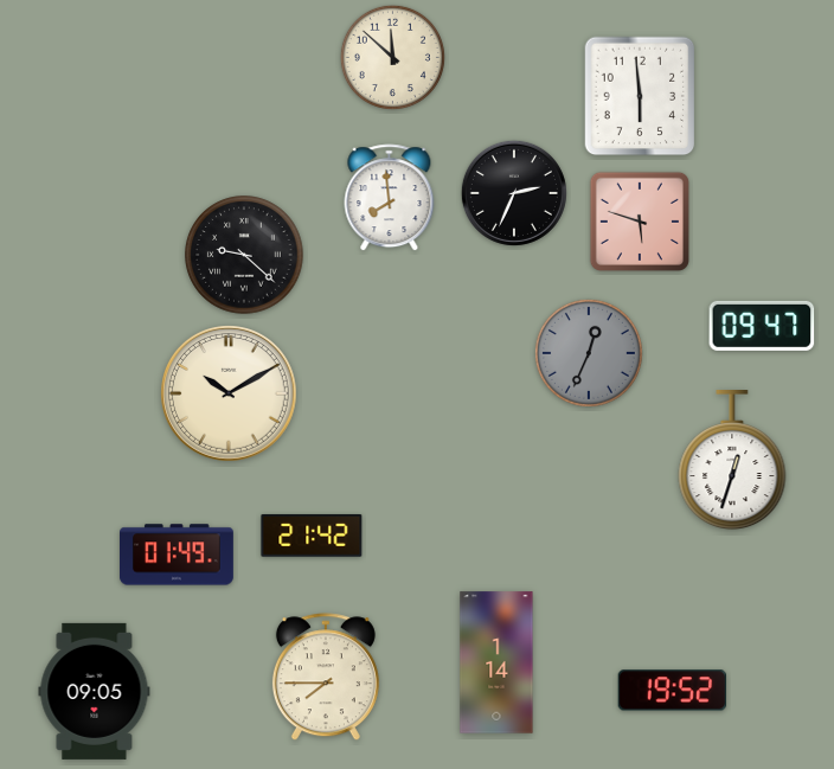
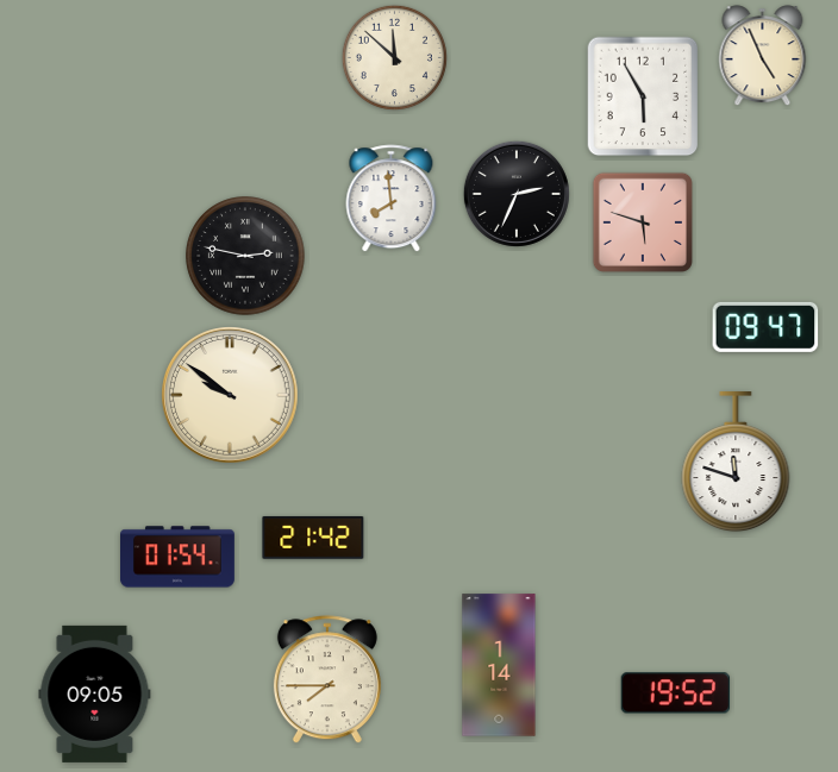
clock at (763, 56): none -> 4:56
clock at (640, 96): 5:59 -> 5:55
clock at (244, 255): 9:22 -> 2:47
clock at (589, 353): 12:34 -> none
clock at (230, 395): 10:10 -> 9:51
clock at (732, 461): 12:33 -> 11:48
clock at (178, 555): 01:49 -> 01:54
